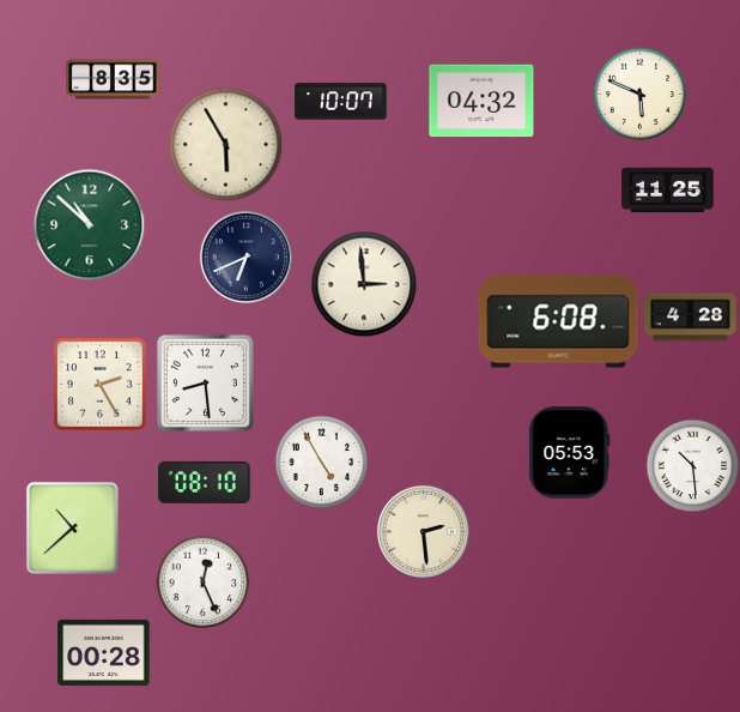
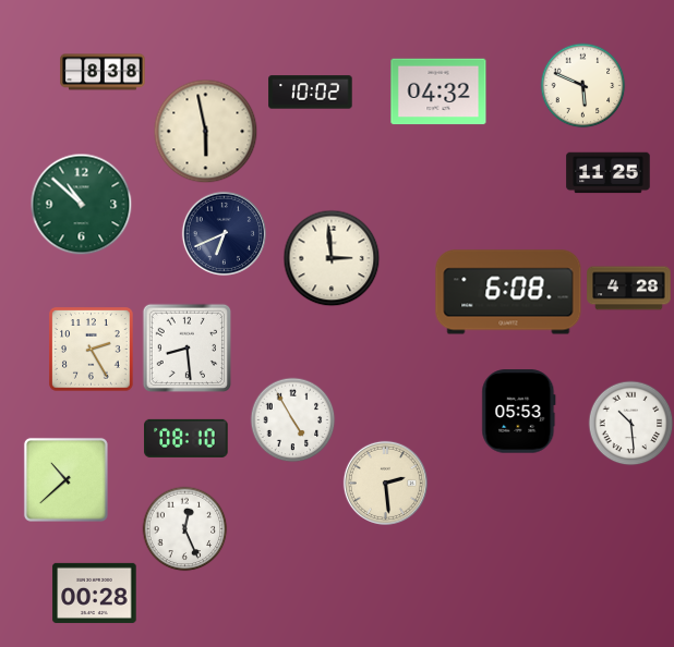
clock at (113, 79): 8:35 -> 8:38
clock at (341, 102): 10:07 -> 10:02
clock at (225, 144): 5:55 -> 5:58
